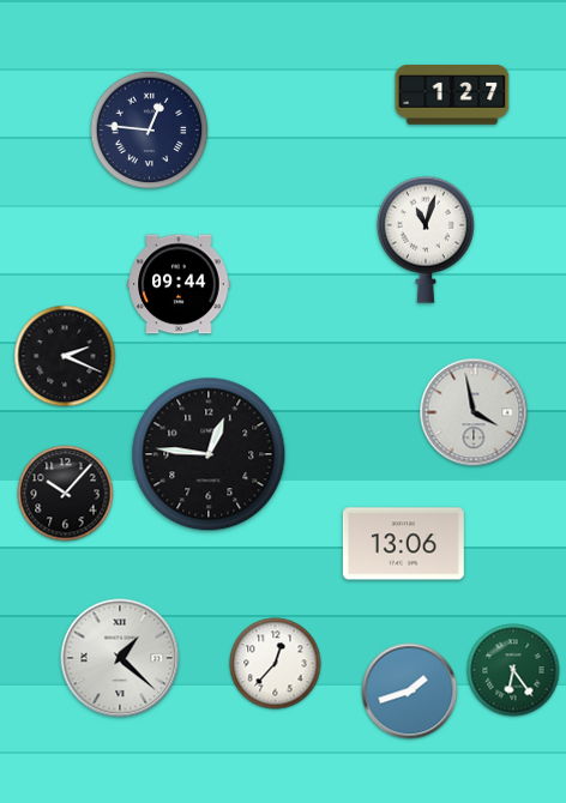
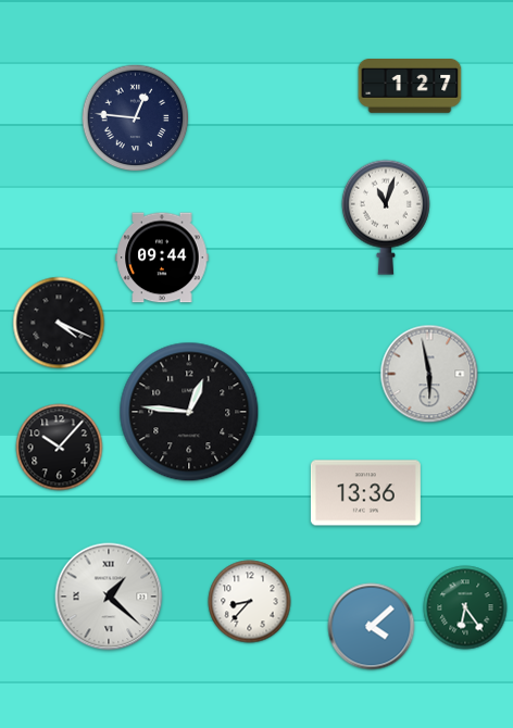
clock at (65, 356): 2:19 -> 4:19
clock at (474, 412): 3:58 -> 5:58
clock at (403, 544): 13:06 -> 13:36
clock at (276, 664): 12:37 -> 8:37
clock at (410, 692): 1:42 -> 4:08
